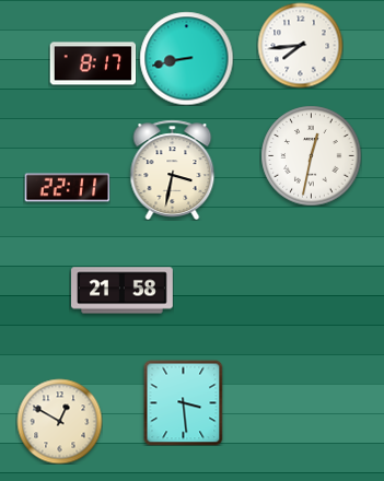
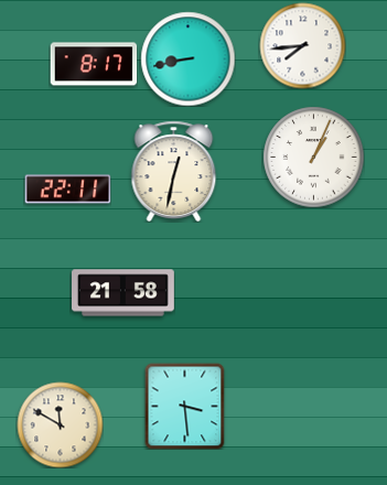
clock at (311, 155): 12:32 -> 1:04
clock at (173, 169): 3:32 -> 12:32
clock at (59, 421): 12:50 -> 11:50
